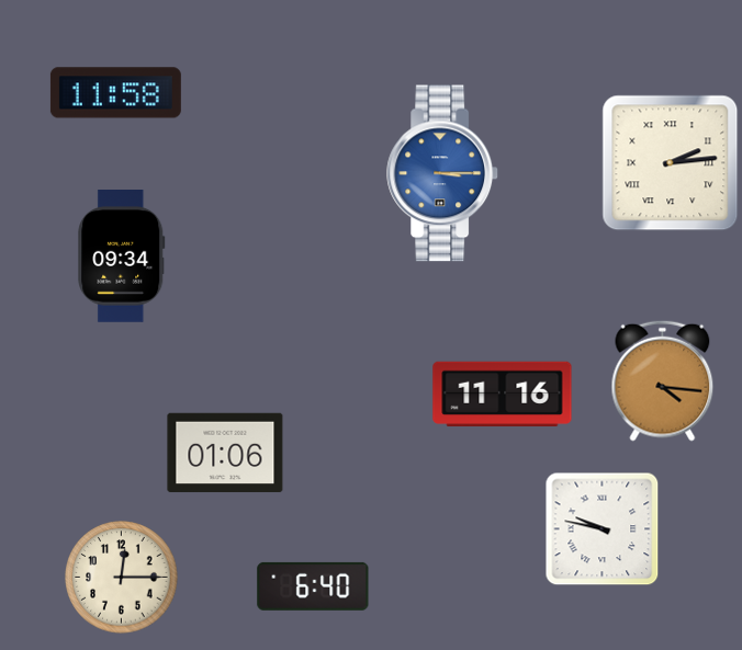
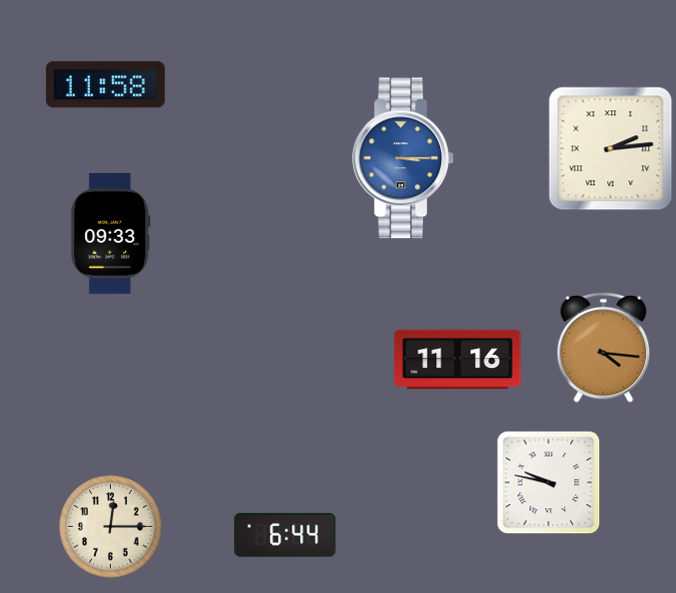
clock at (122, 256): 09:34 -> 09:33
clock at (225, 453): 01:06 -> none
clock at (313, 586): 6:40 -> 6:44
